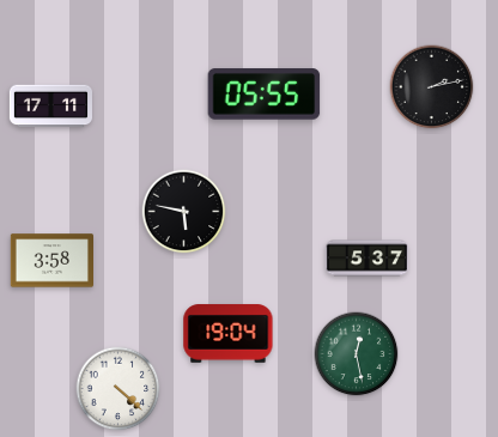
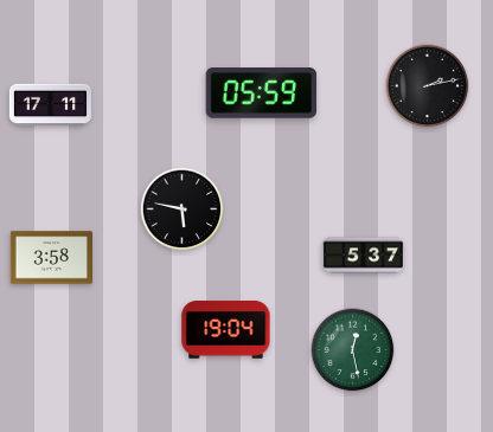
clock at (265, 95): 05:55 -> 05:59
clock at (119, 389): 4:22 -> none
